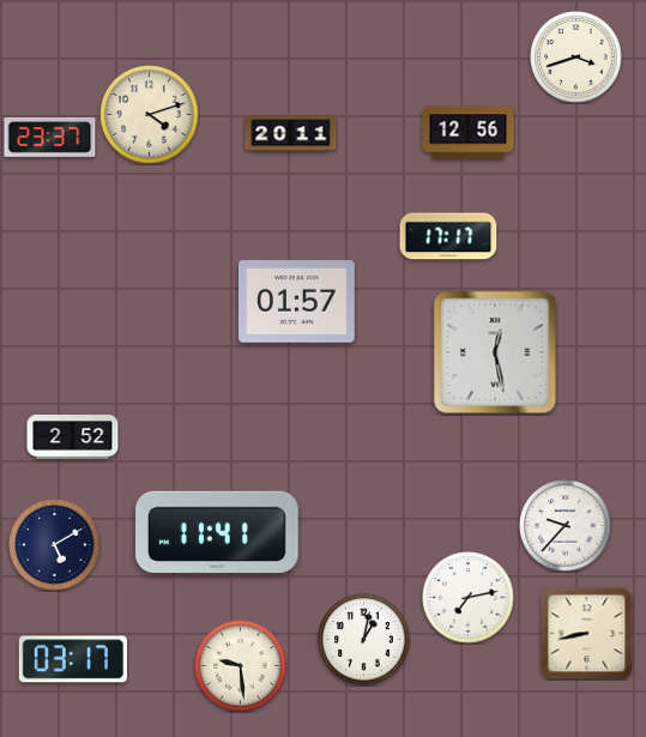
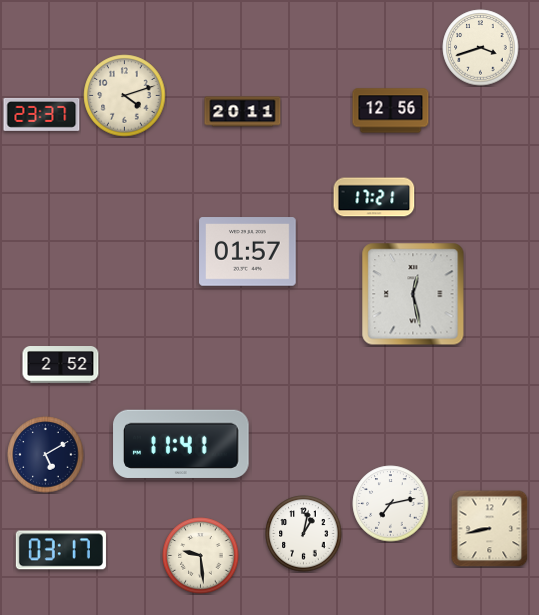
clock at (448, 236): 17:17 -> 17:21
clock at (566, 526): 9:37 -> none
clock at (469, 598) position: (469, 598) -> (391, 504)
